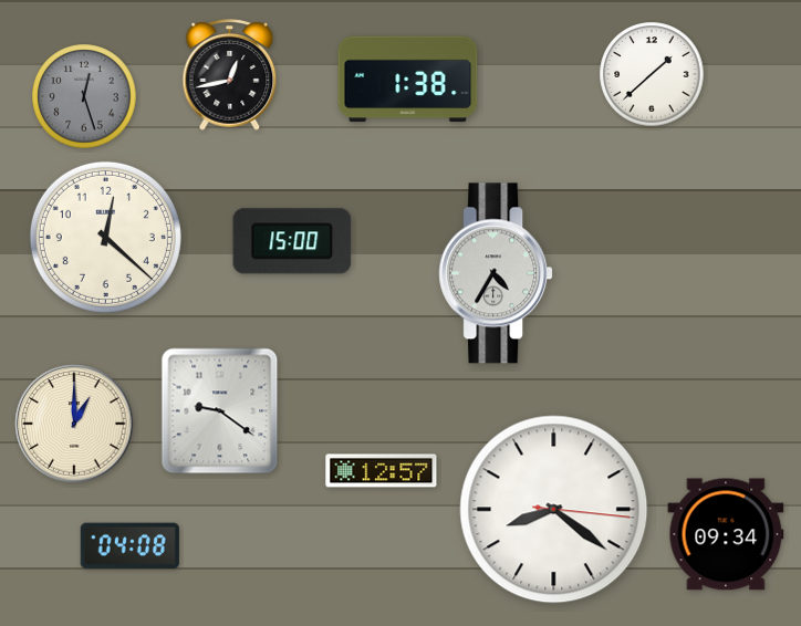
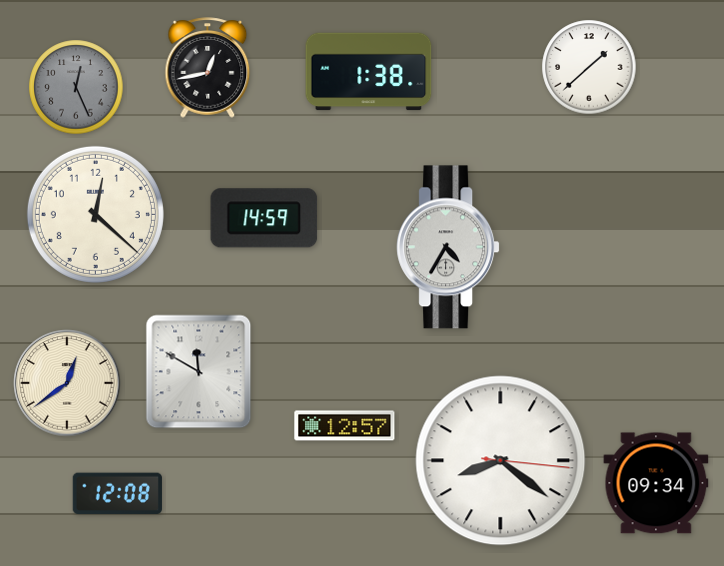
clock at (84, 96): 12:27 -> 12:26
clock at (292, 241): 15:00 -> 14:59
clock at (220, 411): 9:21 -> 11:50
clock at (74, 424): 1:00 -> 12:39
clock at (129, 546): 04:08 -> 12:08
